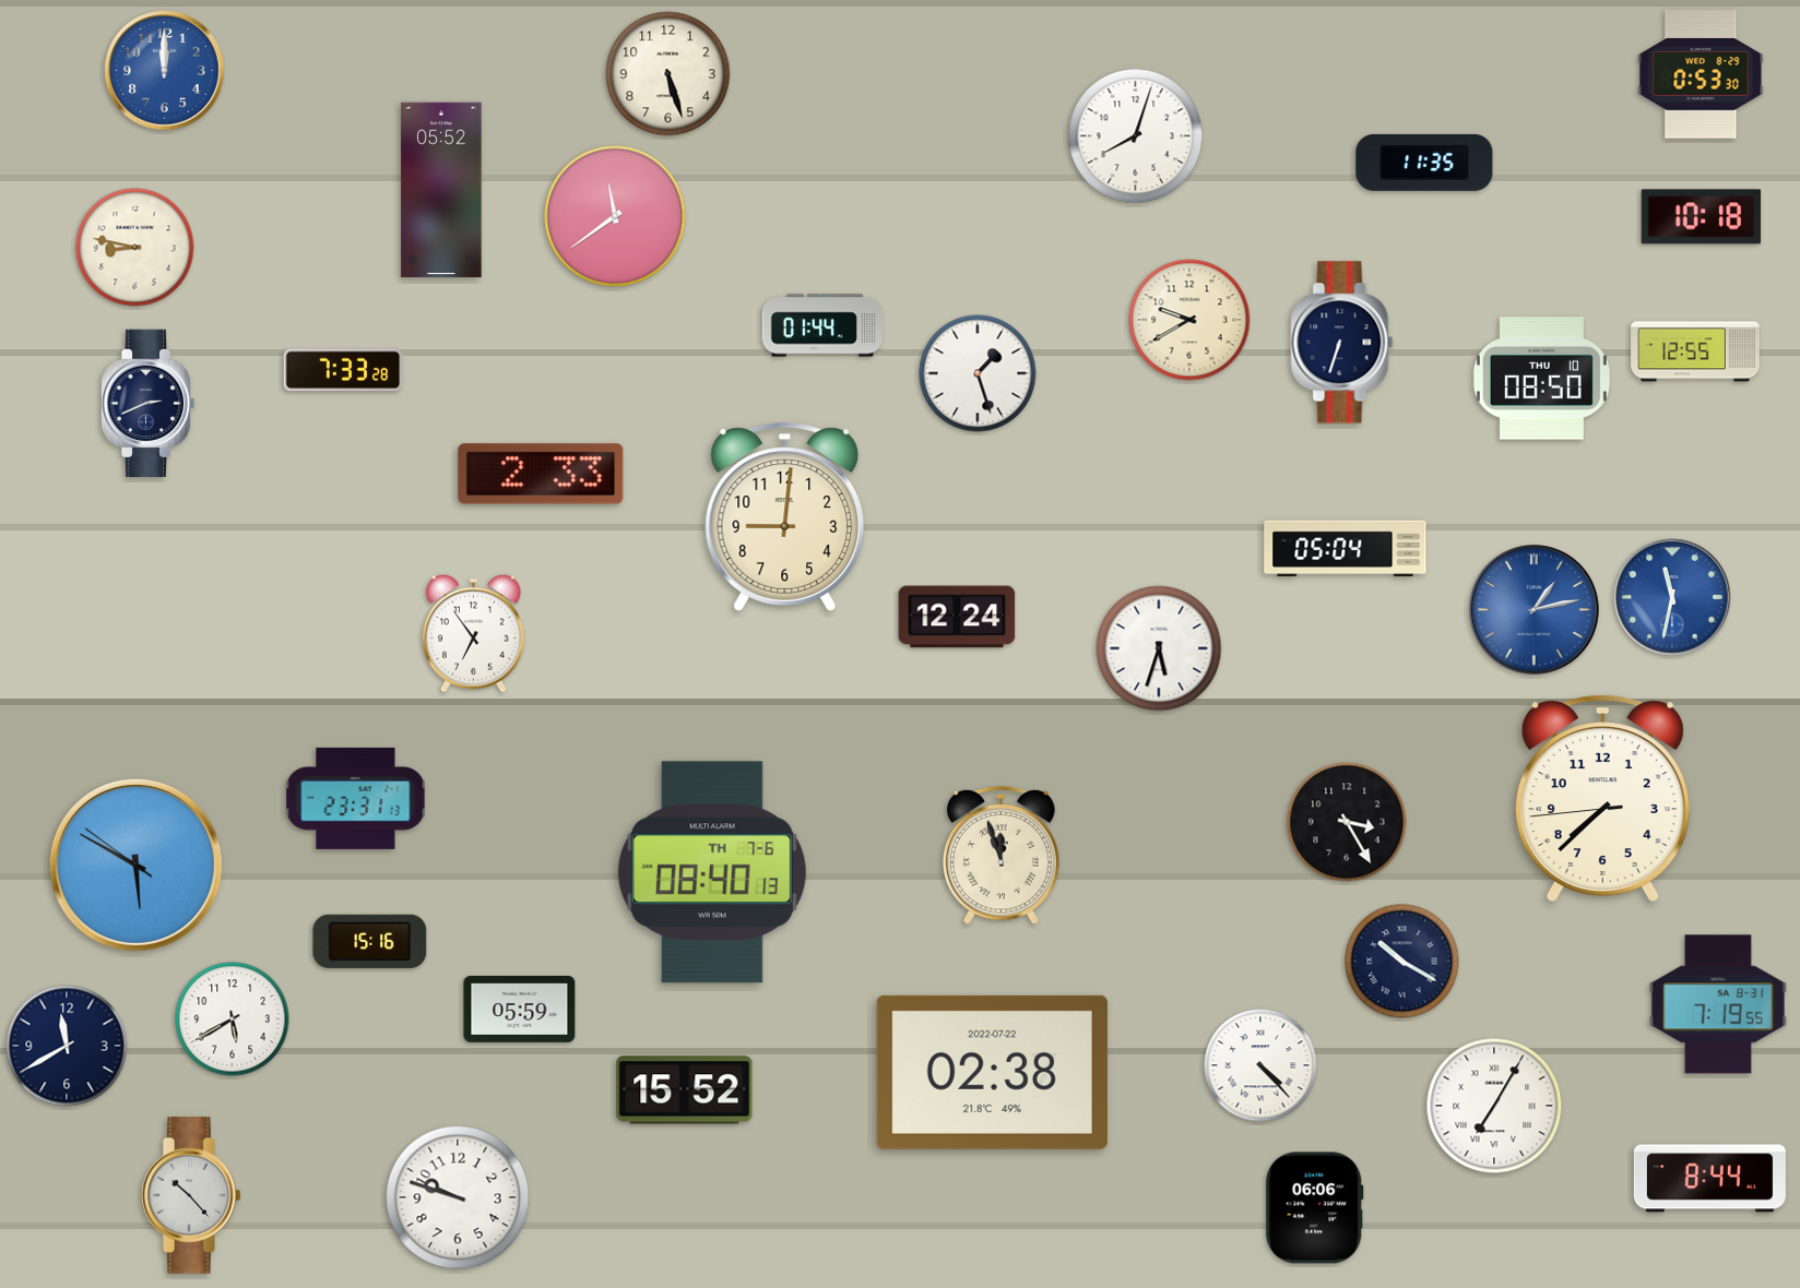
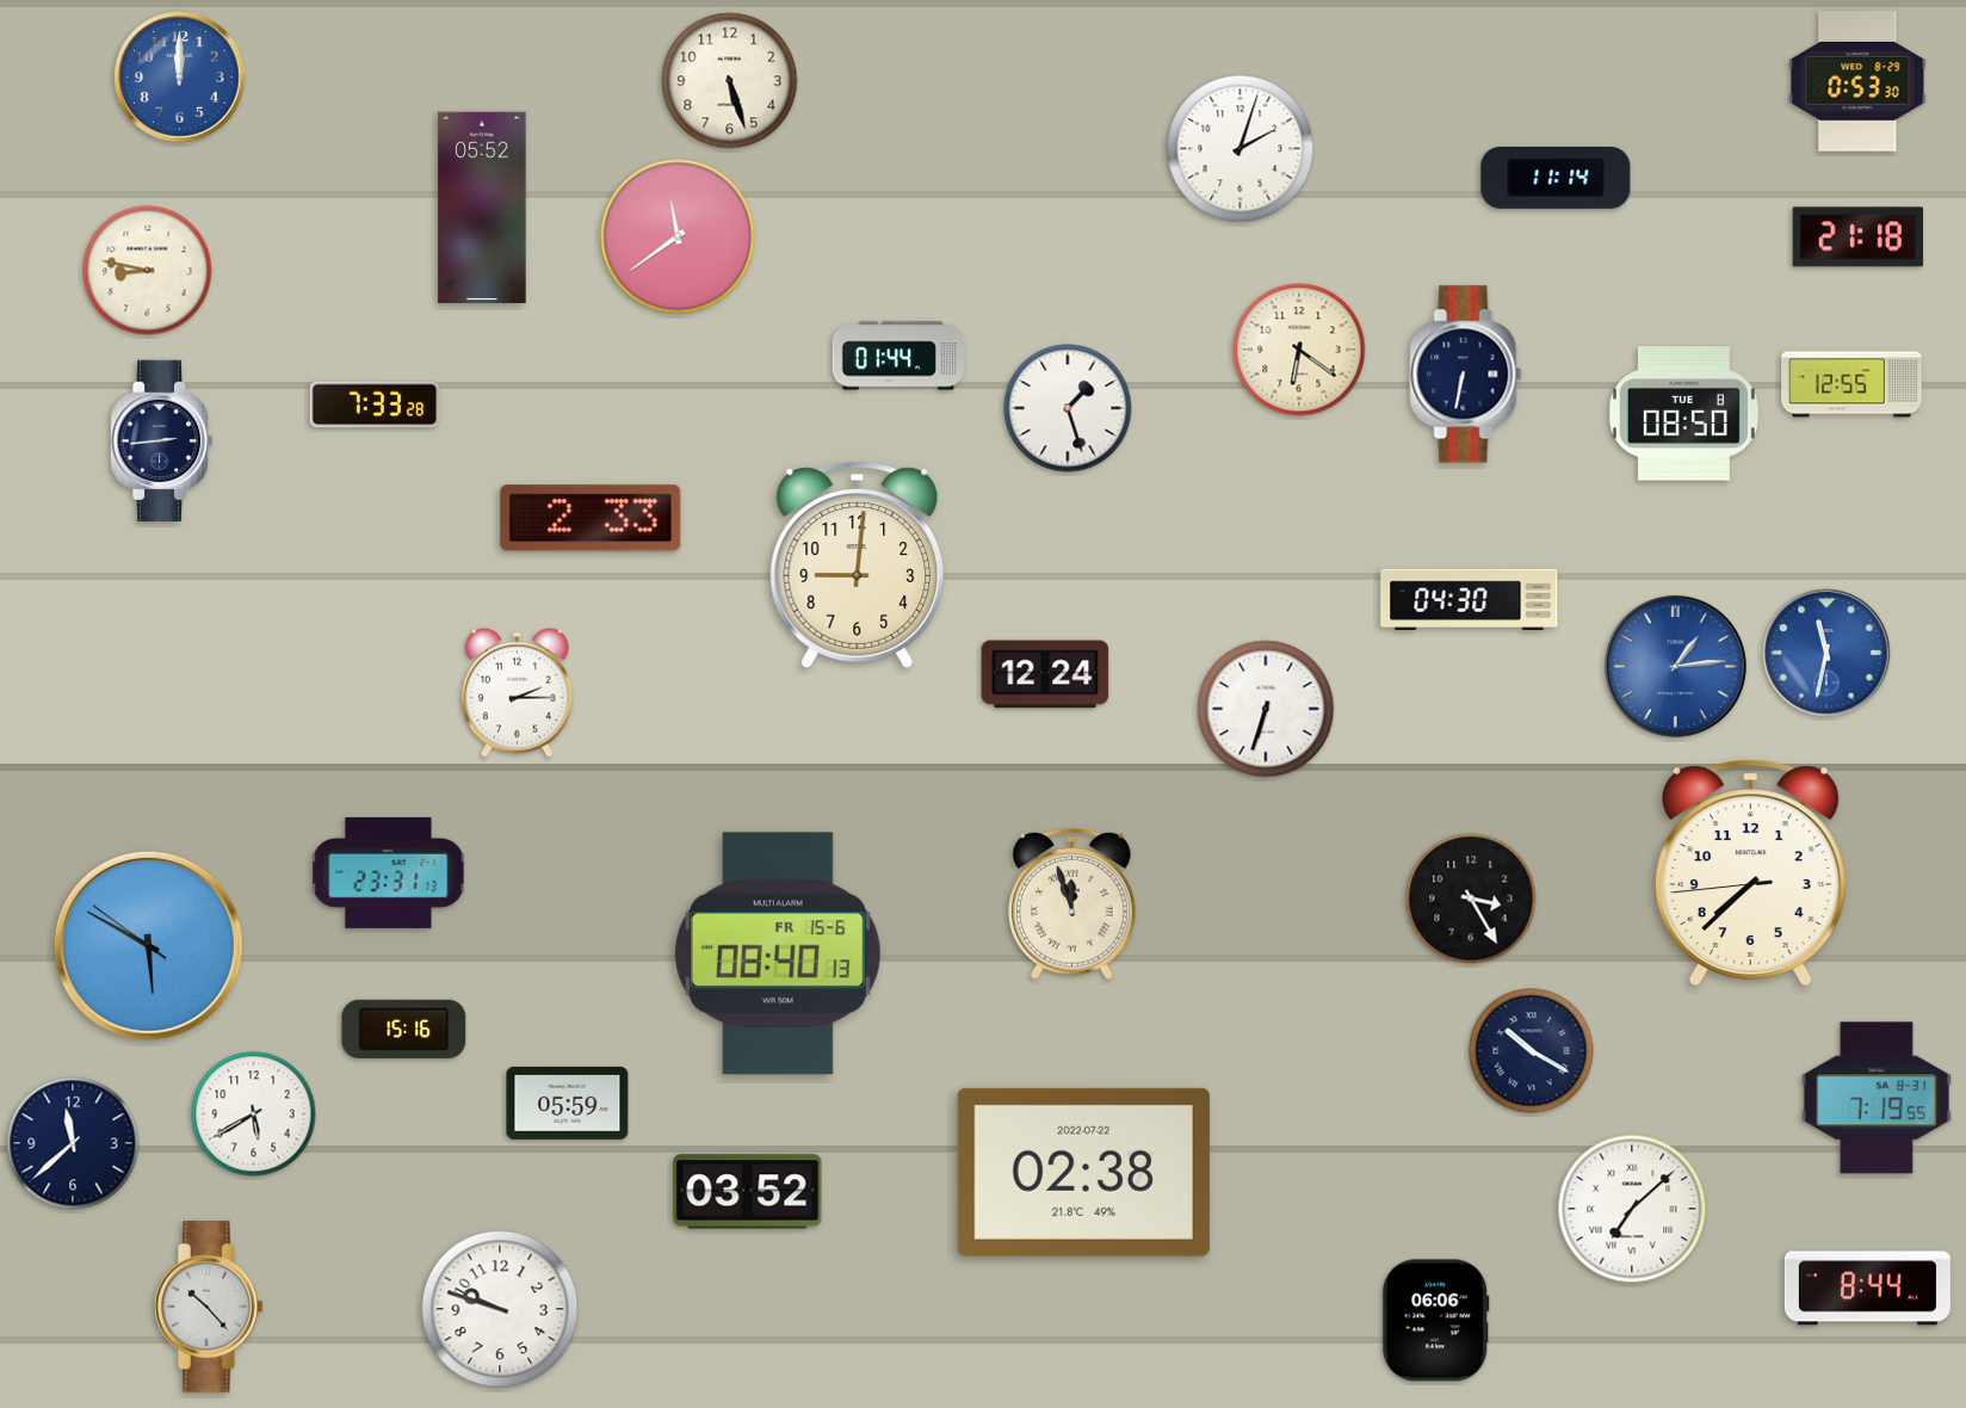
clock at (1136, 136): 8:03 -> 2:03
clock at (1424, 163): 11:35 -> 11:14
clock at (615, 216) position: (615, 216) -> (678, 236)
clock at (1702, 217): 10:18 -> 21:18
clock at (1189, 320): 9:40 -> 6:21
clock at (1342, 343): 6:33 -> 6:32
clock at (1541, 379) date: THU 10 -> TUE 8
clock at (147, 403): 2:41 -> 2:44
clock at (1346, 549): 05:04 -> 04:30
clock at (1535, 610): 1:13 -> 1:14
clock at (473, 633): 6:54 -> 2:15
clock at (1159, 648): 5:33 -> 6:33
clock at (1002, 855) position: (1002, 855) -> (1072, 903)
clock at (712, 872) date: TH 7-6 -> FR 15-6
clock at (67, 1046): 11:40 -> 11:38
clock at (1260, 1065): 4:23 -> none
clock at (685, 1090): 15:52 -> 03:52
clock at (1494, 1106): 7:05 -> 7:08
